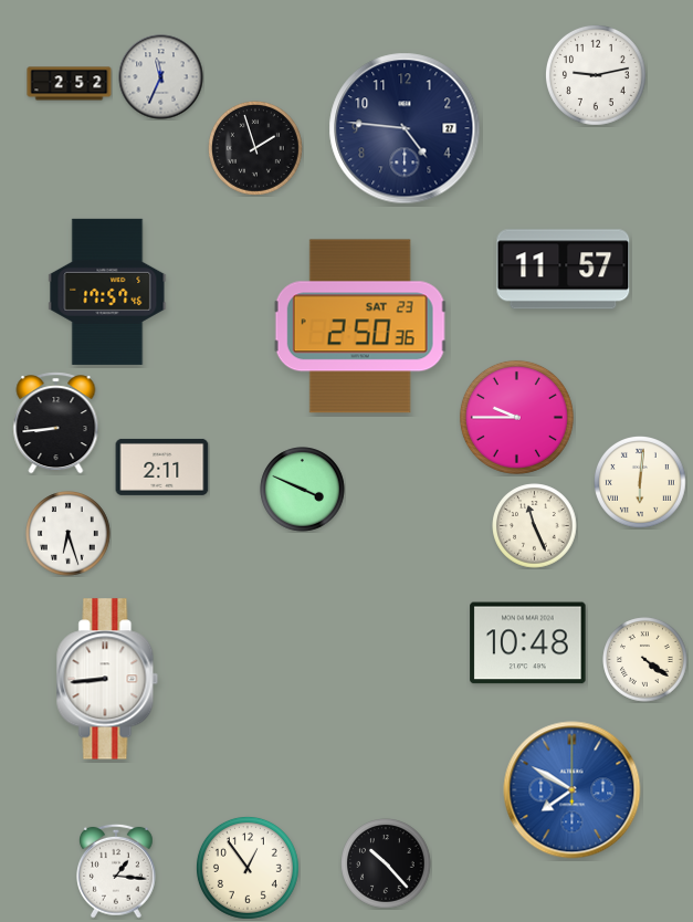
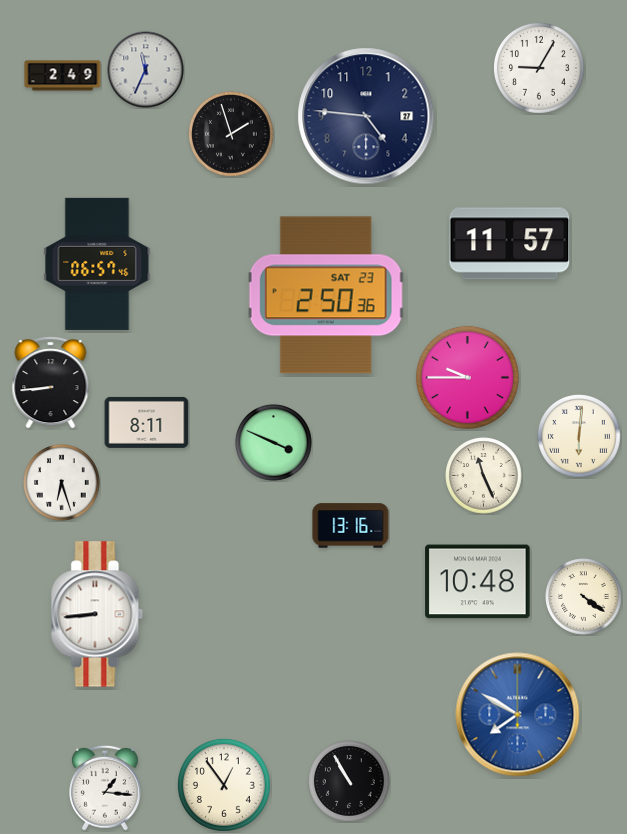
clock at (596, 75): 9:13 -> 9:05
clock at (70, 84): 2:52 -> 2:49
clock at (107, 292): 17:57 -> 06:57
clock at (162, 467): 2:11 -> 8:11
clock at (351, 526): none -> 13:16
clock at (386, 863): 10:23 -> 10:55
